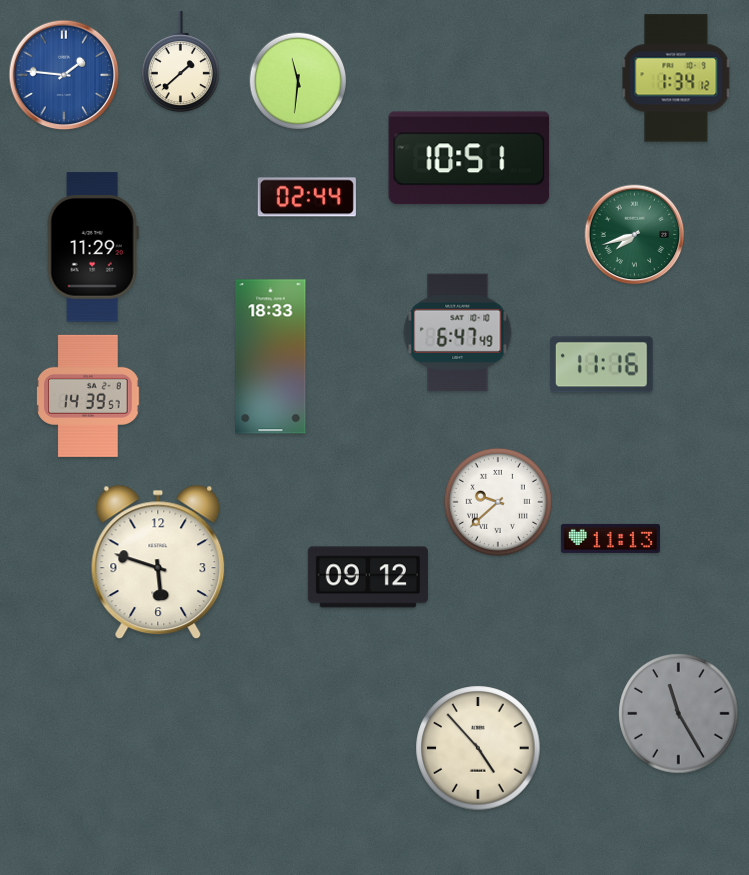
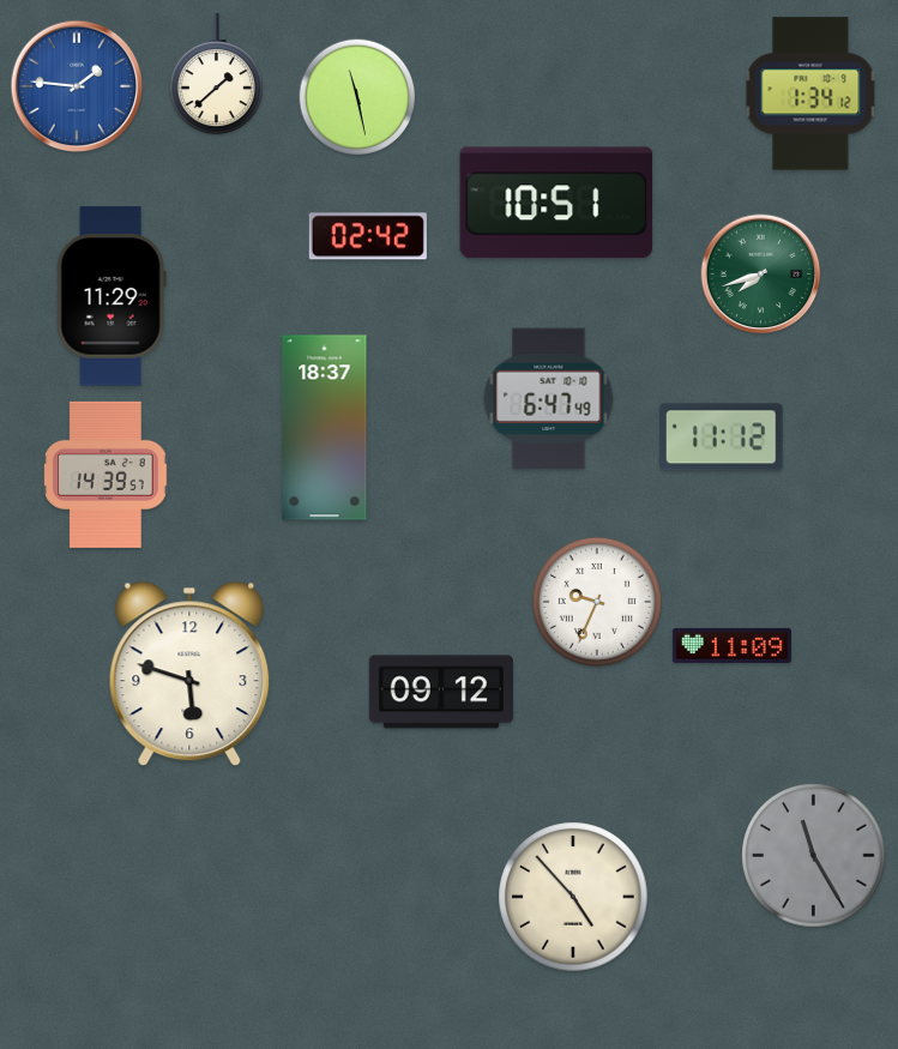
clock at (64, 75) position: (64, 75) -> (77, 86)
clock at (298, 81): 11:31 -> 11:28
clock at (469, 158) position: (469, 158) -> (556, 203)
clock at (307, 197): 02:44 -> 02:42
clock at (635, 235) position: (635, 235) -> (761, 275)
clock at (271, 357): 18:33 -> 18:37
clock at (601, 365): 11:16 -> 11:12
clock at (498, 502): 9:38 -> 9:34
clock at (610, 538): 11:13 -> 11:09
